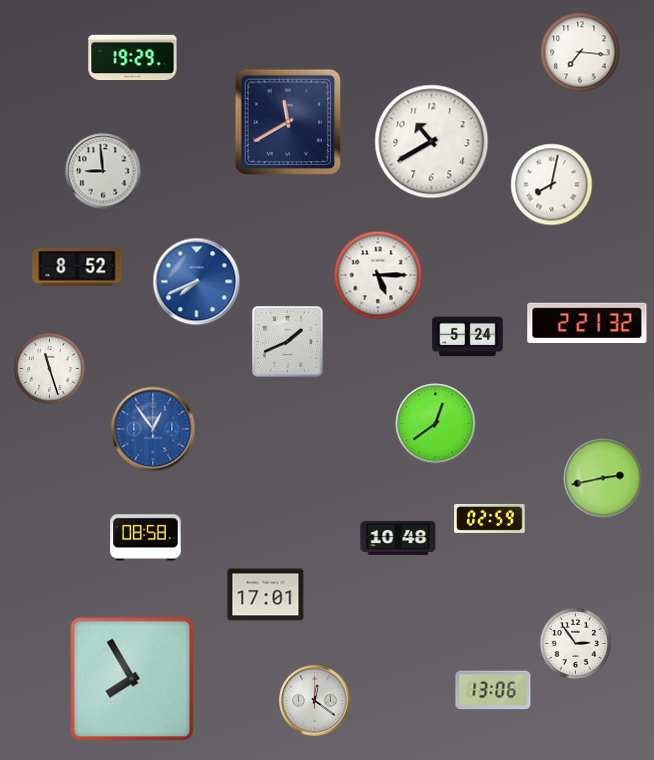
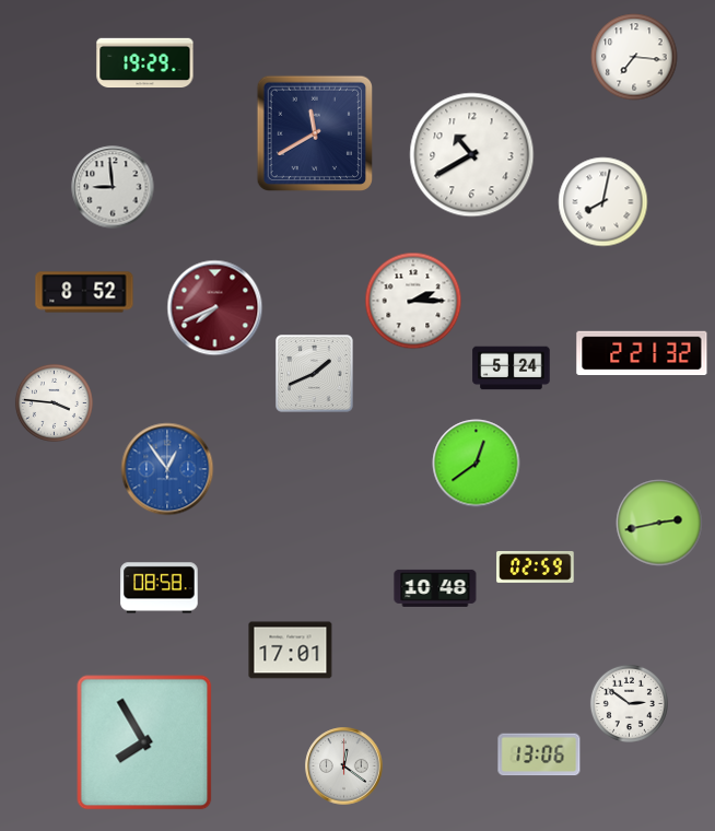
clock at (378, 275): 5:15 -> 2:15
clock at (197, 282) dial: blue -> burgundy
clock at (49, 368): 11:27 -> 3:46
clock at (575, 643): 2:54 -> 2:51
